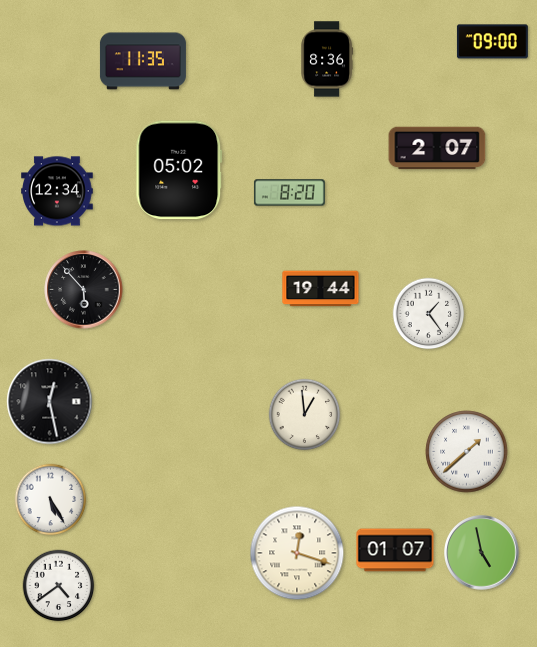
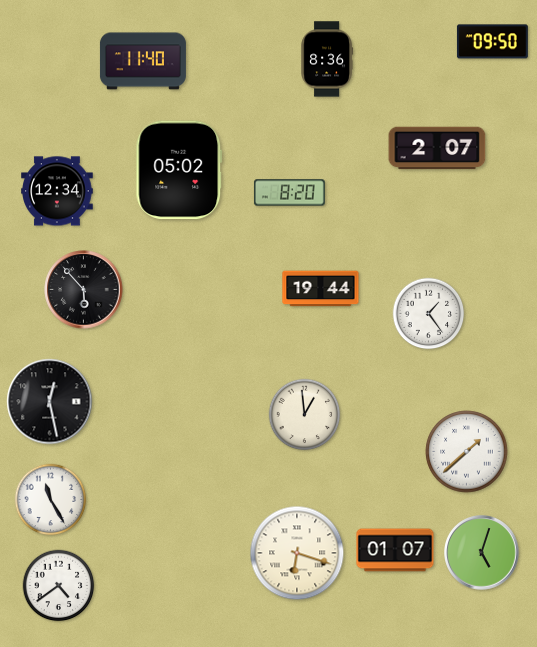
clock at (492, 42): 09:00 -> 09:50
clock at (143, 61): 11:35 -> 11:40
clock at (51, 500): 5:25 -> 11:25
clock at (297, 553): 12:18 -> 6:18
clock at (482, 553): 4:58 -> 5:03
